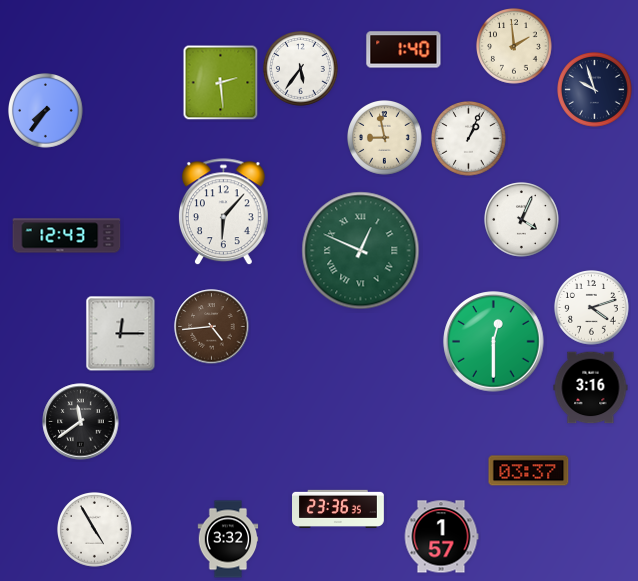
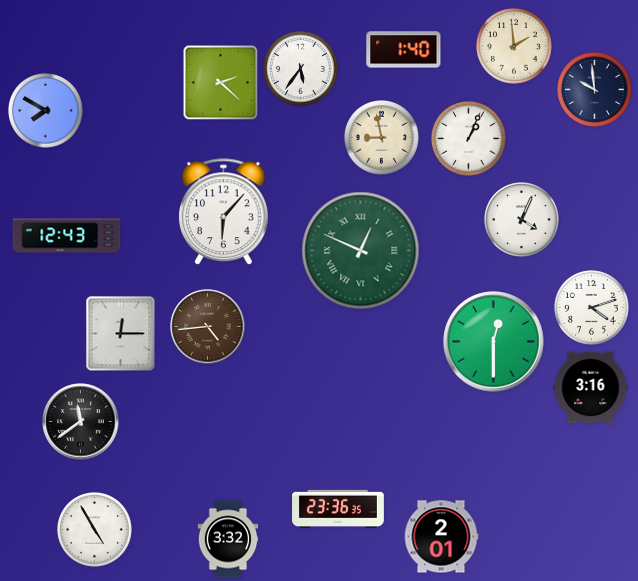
clock at (221, 83): 2:29 -> 2:22
clock at (595, 90): 9:57 -> 9:59
clock at (46, 111): 7:36 -> 7:50
clock at (385, 138) position: (385, 138) -> (382, 138)
clock at (212, 327) position: (212, 327) -> (208, 327)
clock at (529, 471): 03:37 -> none
clock at (441, 537): 1:57 -> 2:01
